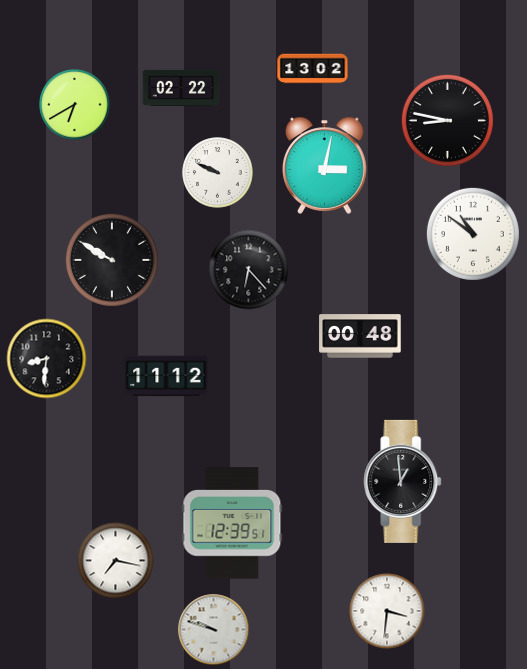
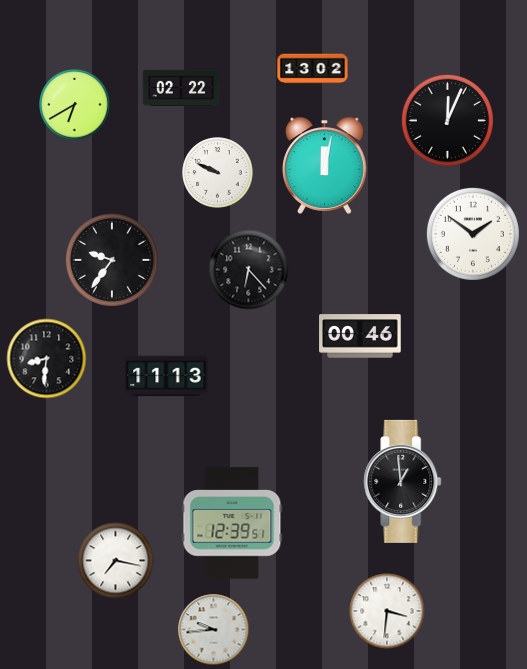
clock at (447, 120): 8:47 -> 12:04
clock at (325, 165): 3:02 -> 12:02
clock at (473, 234): 10:51 -> 1:51
clock at (112, 260): 9:50 -> 9:36
clock at (360, 336): 00:48 -> 00:46
clock at (166, 376): 11:12 -> 11:13
clock at (214, 630): 9:48 -> 9:44
